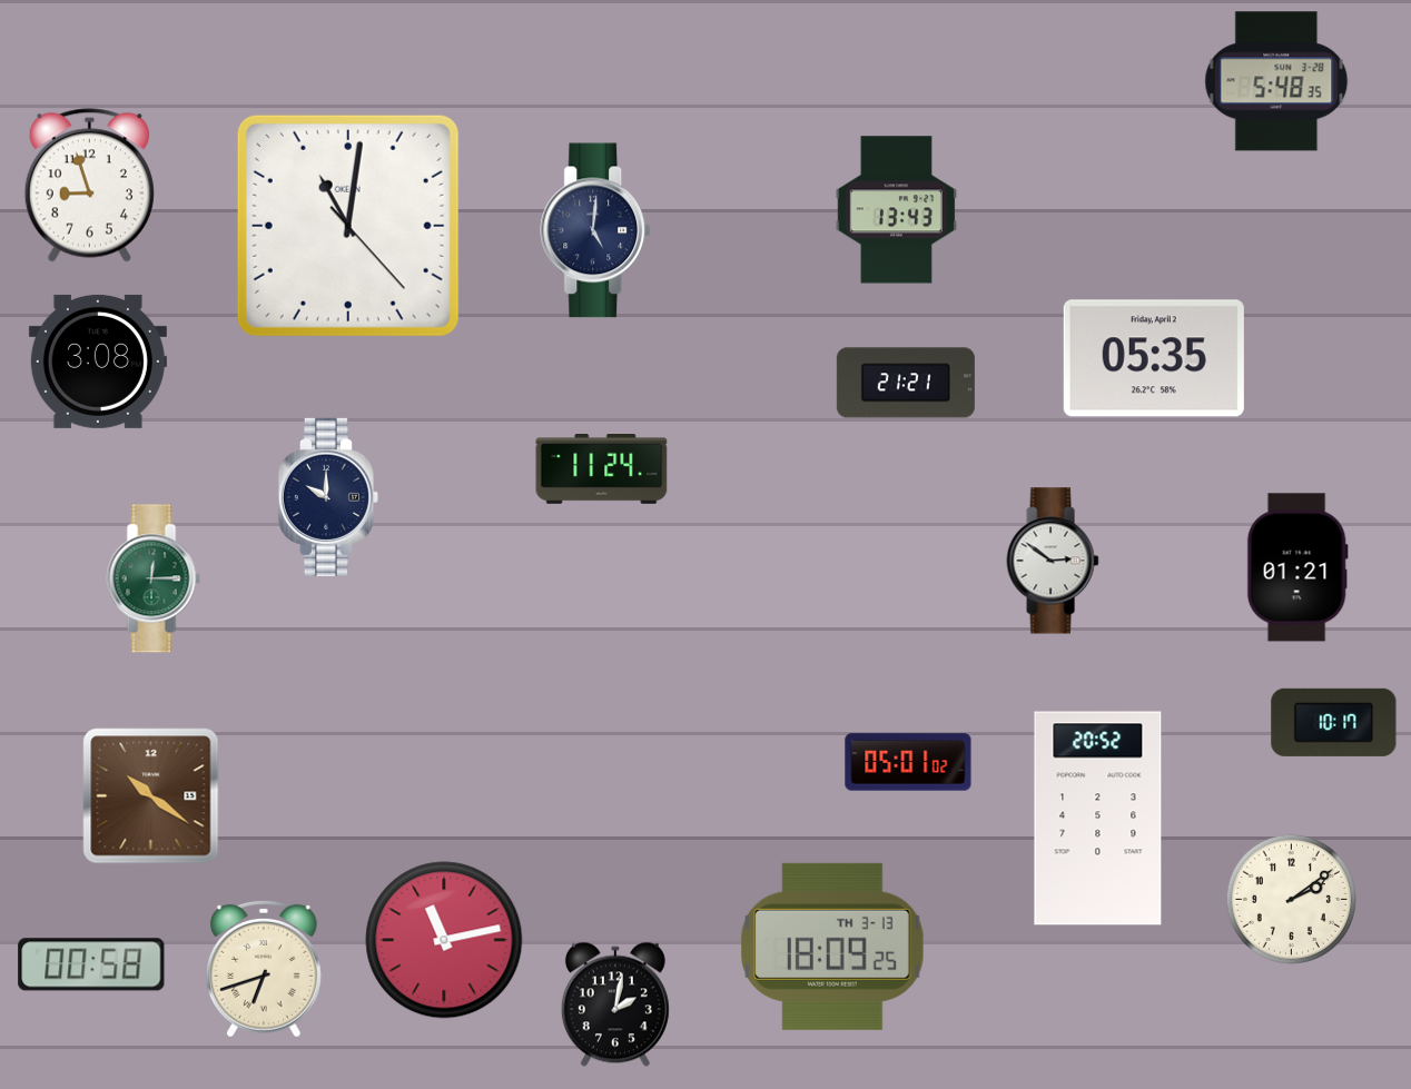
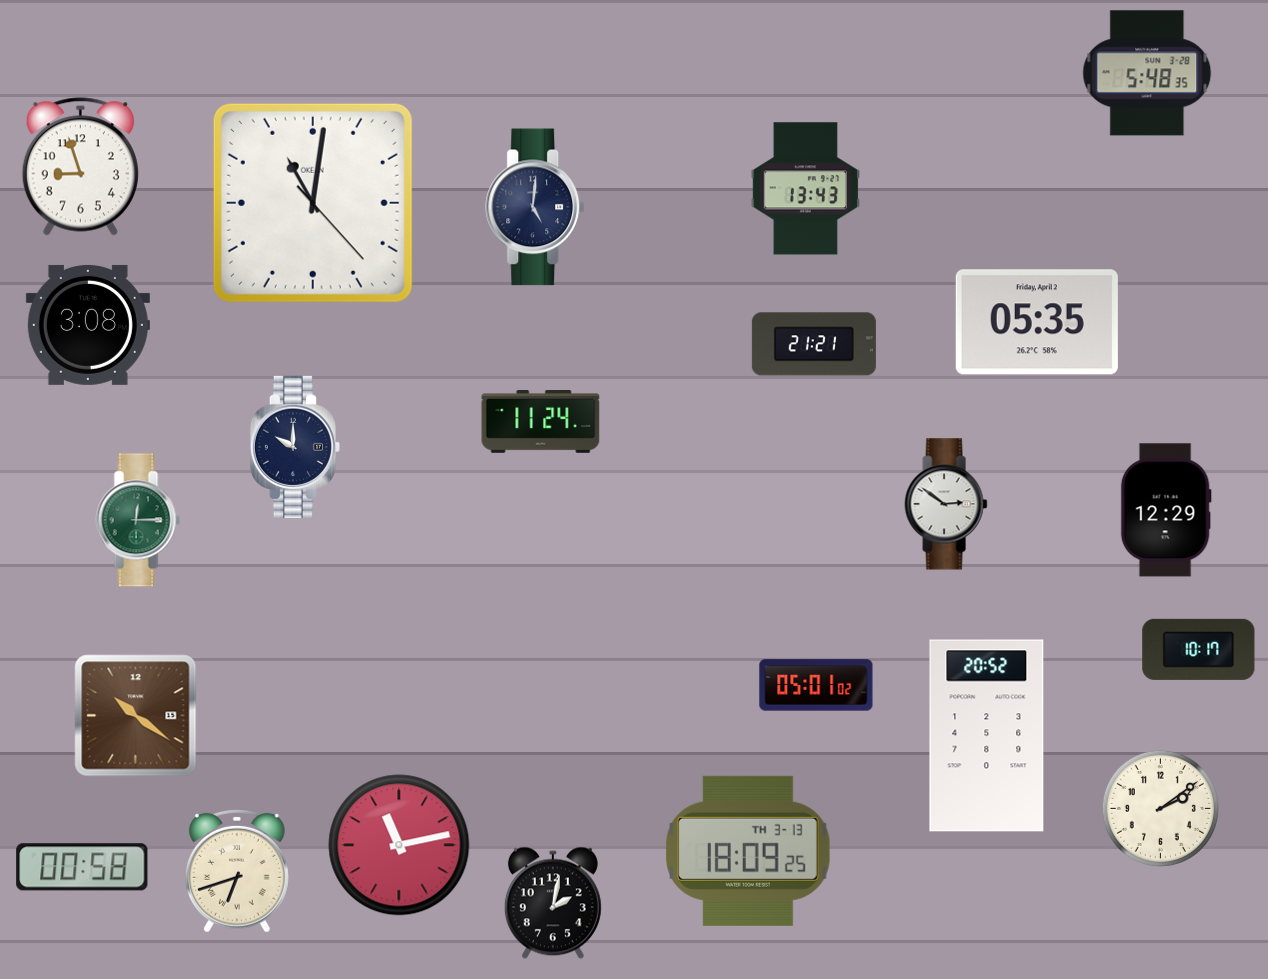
clock at (1297, 567): 01:21 -> 12:29
